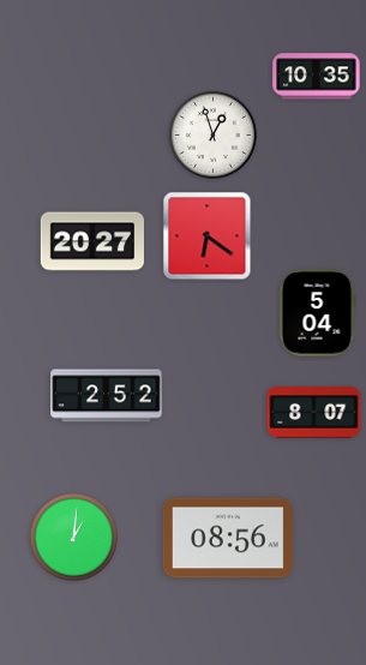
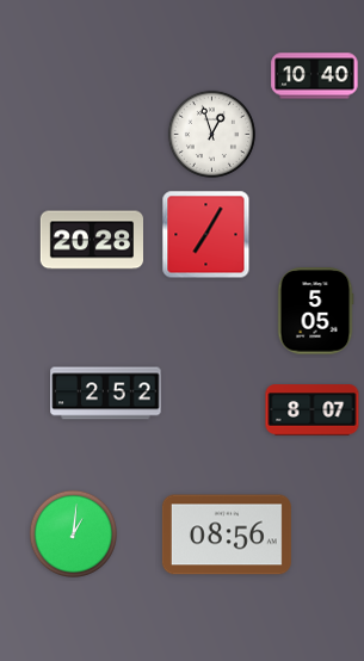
clock at (317, 77): 10:35 -> 10:40
clock at (208, 236): 6:21 -> 7:05
clock at (91, 241): 20:27 -> 20:28
clock at (317, 313): 5:04 -> 5:05
